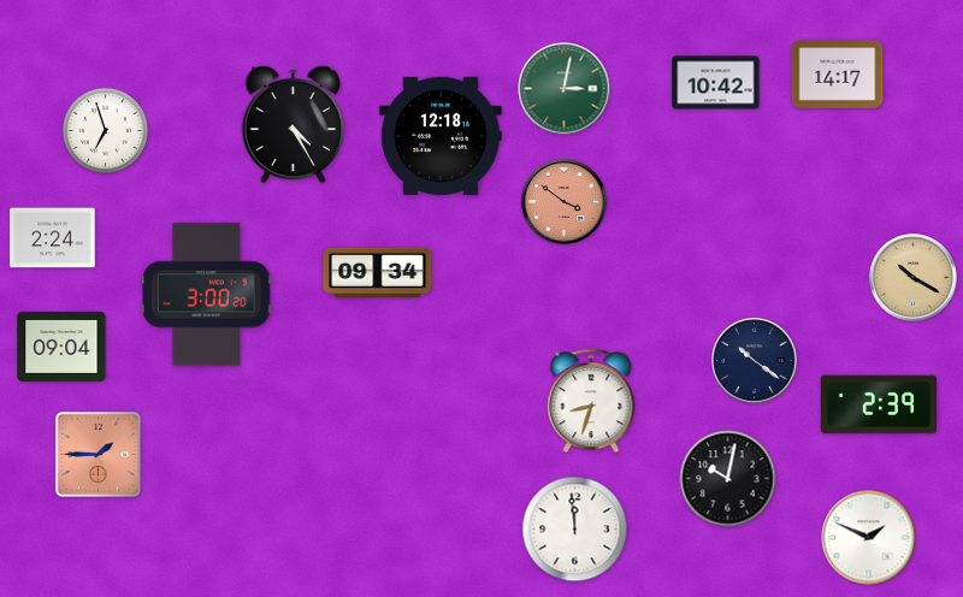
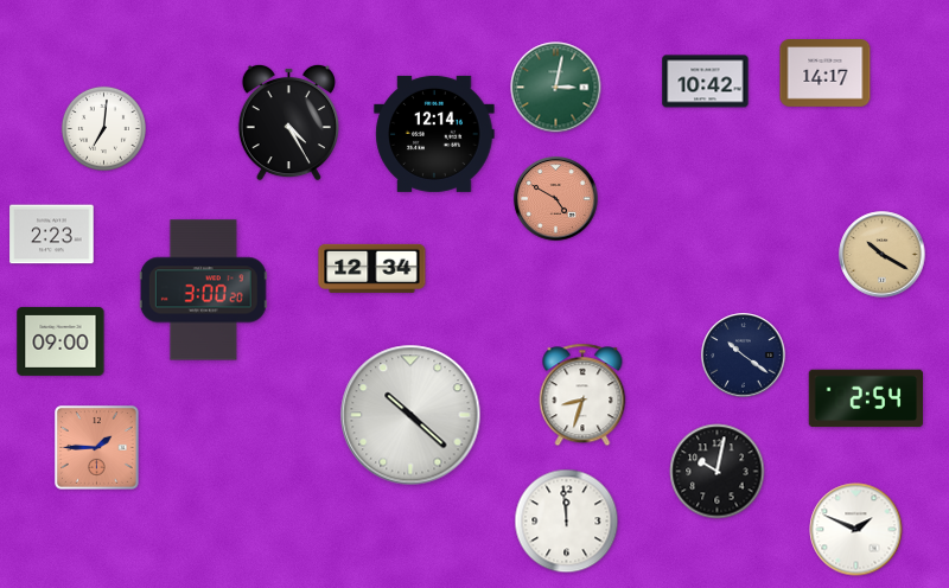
clock at (105, 130): 6:57 -> 7:01
clock at (441, 136): 12:18 -> 12:14
clock at (565, 202): 3:51 -> 4:50
clock at (53, 238): 2:24 -> 2:23
clock at (378, 272): 09:34 -> 12:34
clock at (914, 278) position: (914, 278) -> (883, 255)
clock at (61, 347): 09:04 -> 09:00
clock at (879, 404): 2:39 -> 2:54
clock at (410, 415): none -> 10:22
